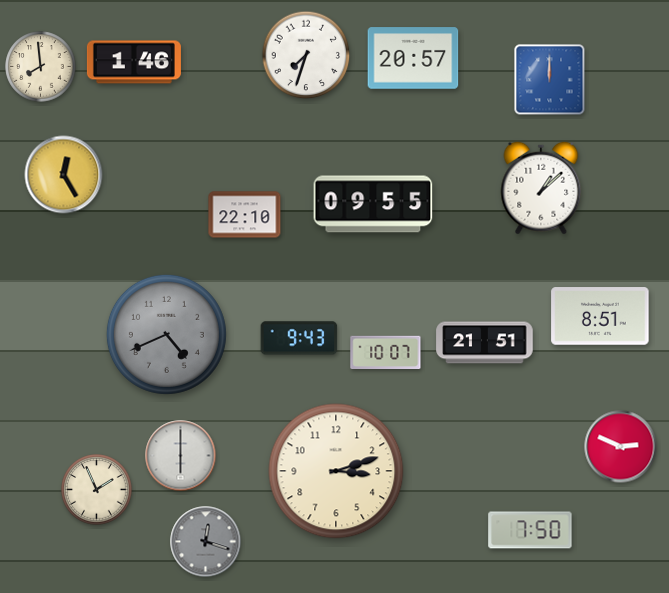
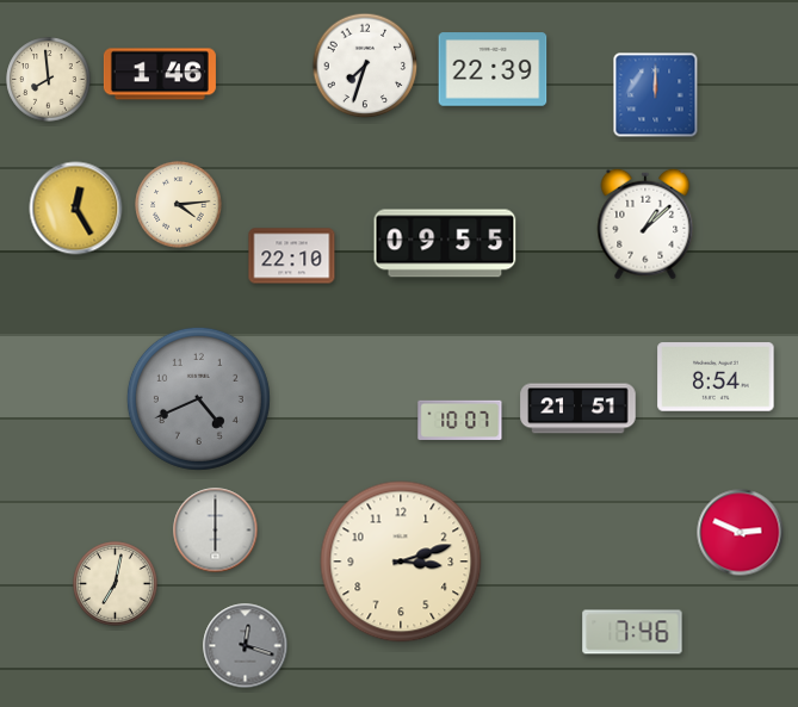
clock at (413, 58): 20:57 -> 22:39
clock at (179, 205): none -> 4:14
clock at (600, 316): 8:51 -> 8:54
clock at (299, 338): 9:43 -> none
clock at (181, 456) position: (181, 456) -> (216, 531)
clock at (97, 490): 1:56 -> 7:02
clock at (530, 530): 7:50 -> 7:46
